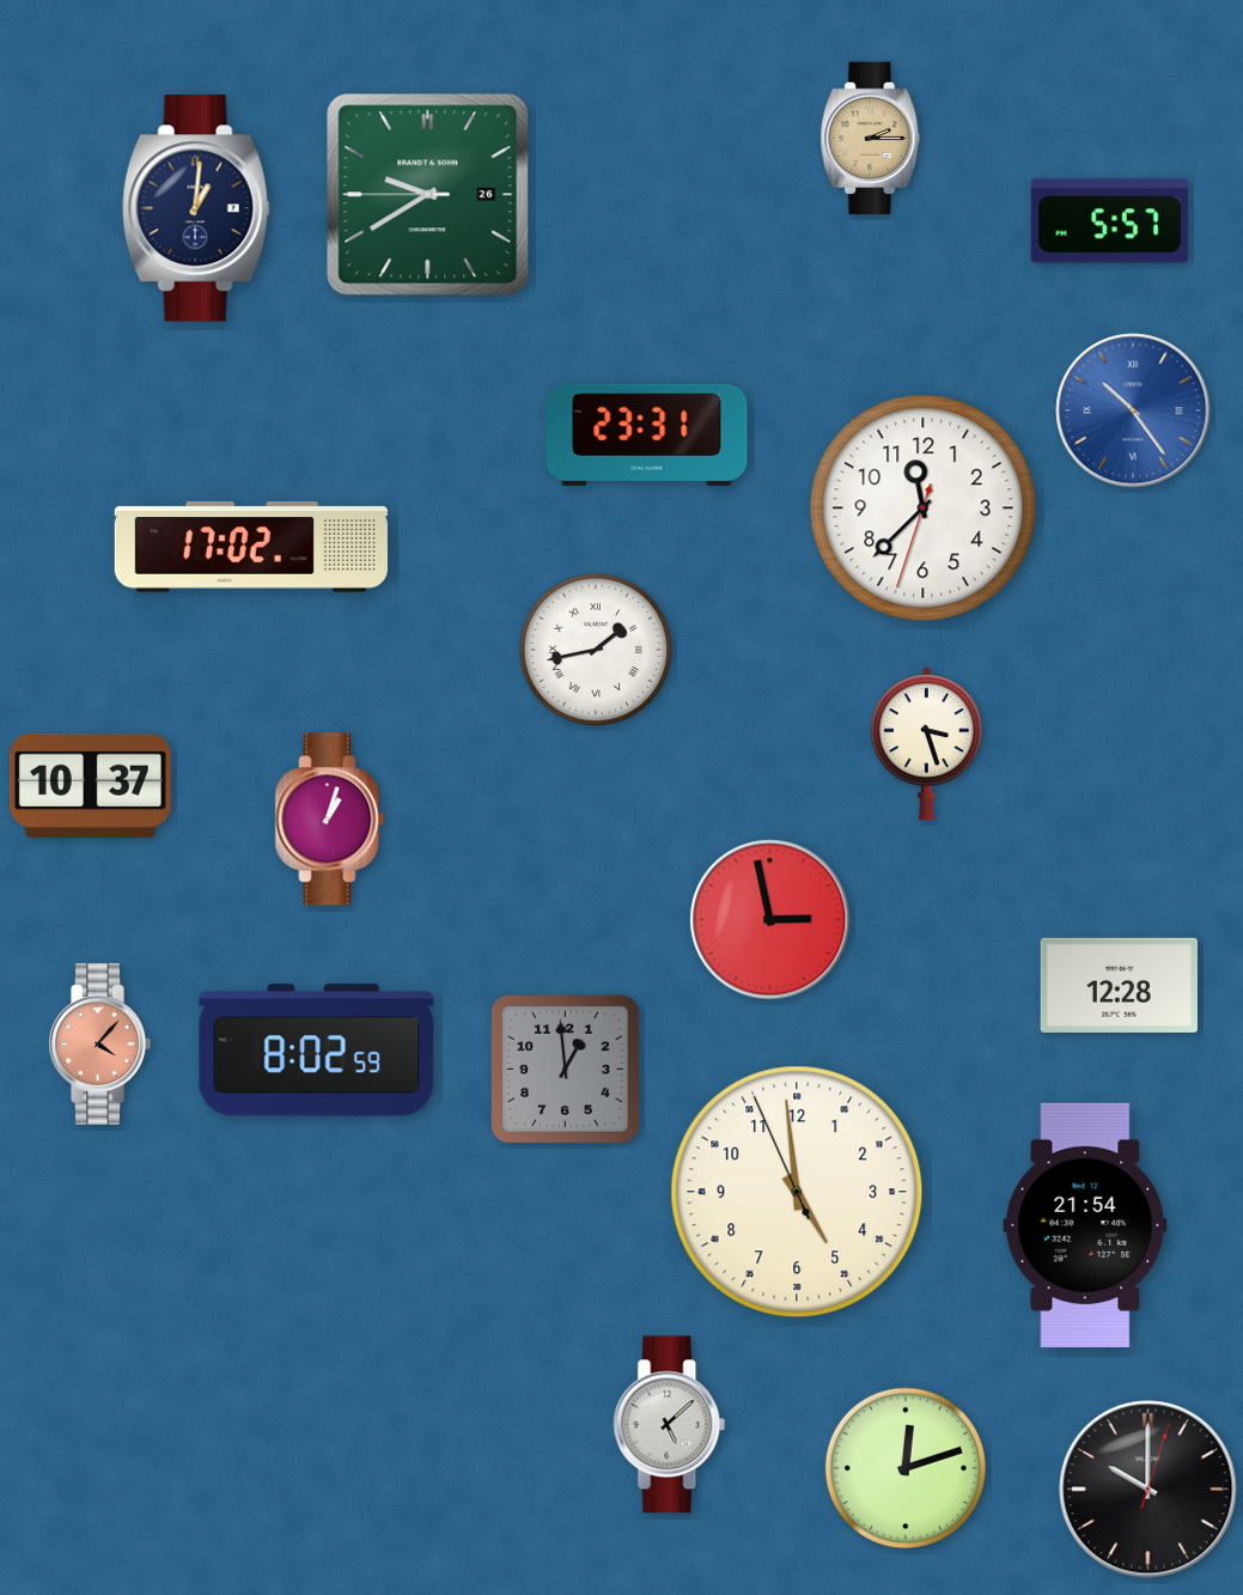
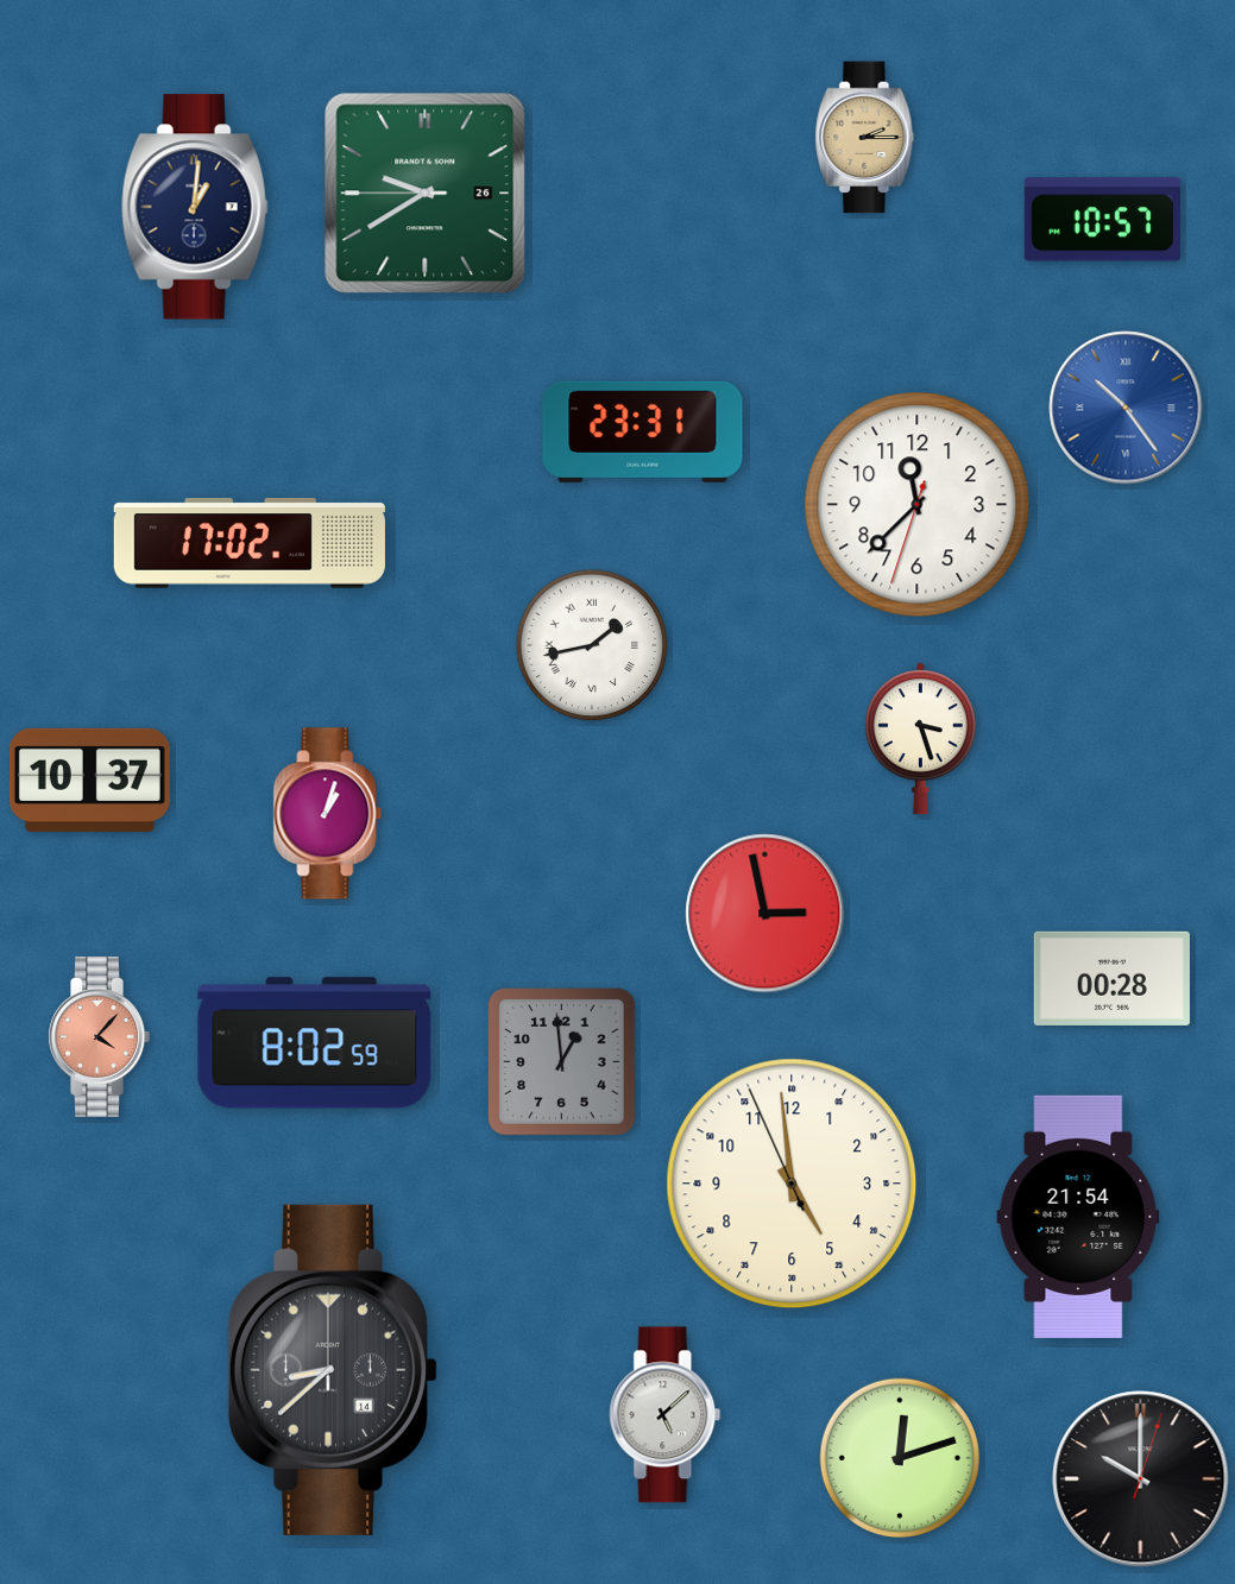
clock at (1109, 221): 5:57 -> 10:57
clock at (1119, 985): 12:28 -> 00:28
clock at (333, 1370): none -> 8:38
